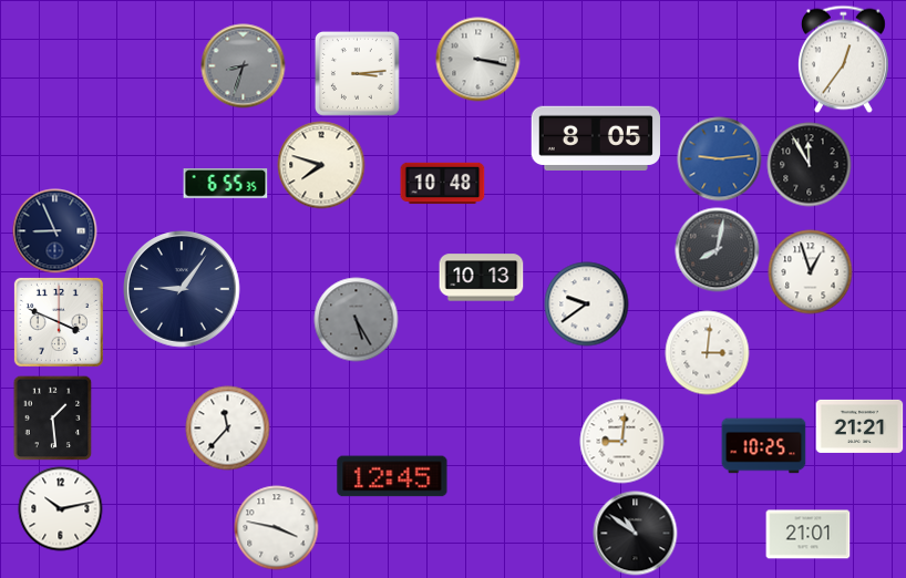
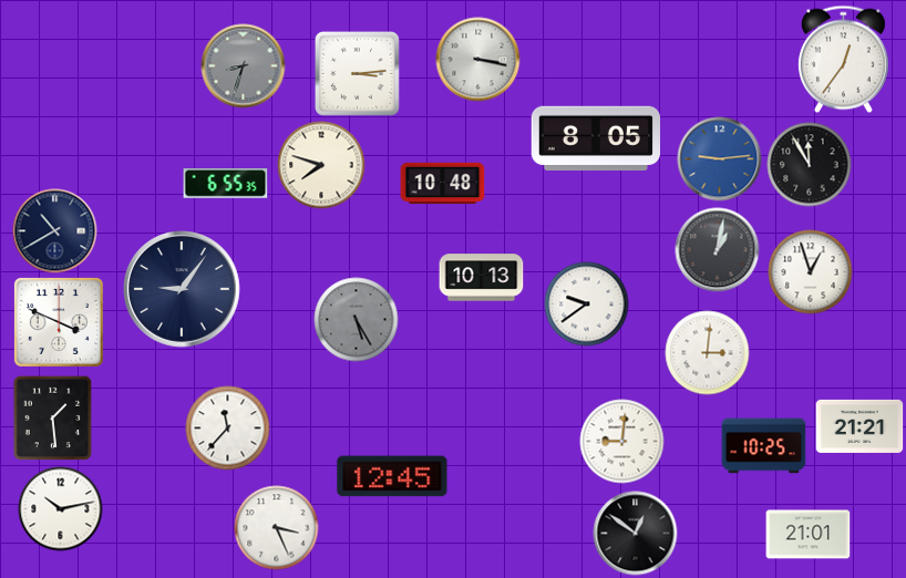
clock at (55, 231): 8:56 -> 10:40
clock at (718, 250): 8:02 -> 1:02
clock at (277, 528): 3:47 -> 3:26
clock at (636, 534): 10:51 -> 12:51
